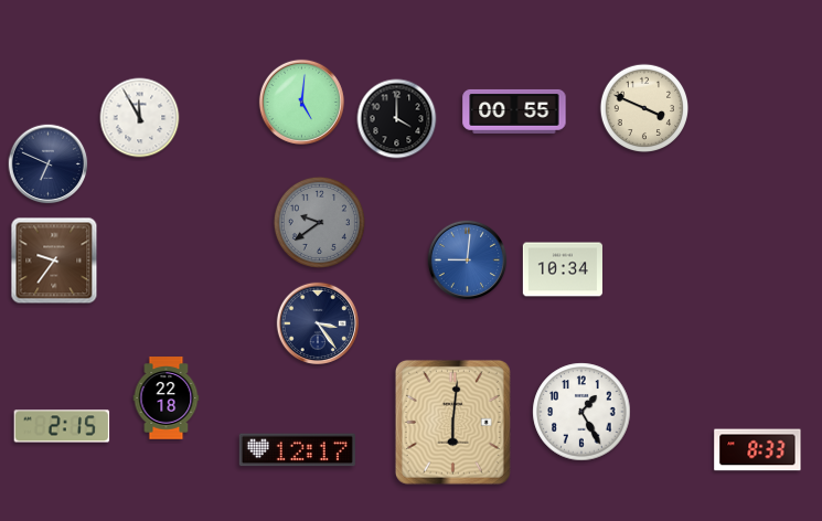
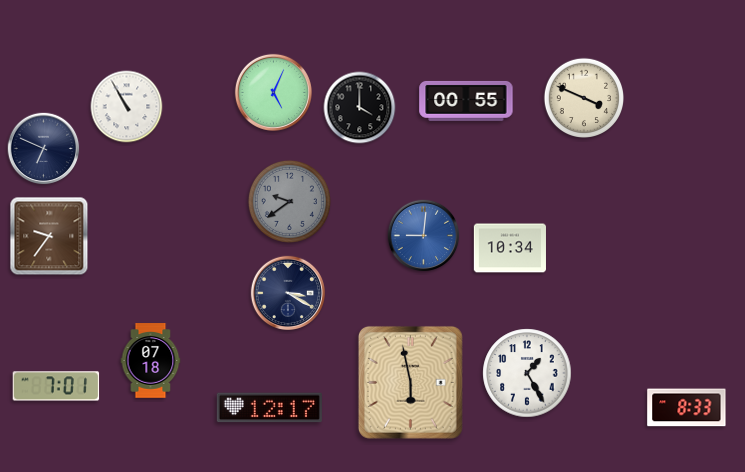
clock at (301, 102): 5:01 -> 5:04
clock at (140, 118): 11:55 -> 10:55
clock at (563, 269) position: (563, 269) -> (510, 248)
clock at (317, 322): 3:24 -> 3:20
clock at (167, 398): 22:18 -> 07:18
clock at (452, 422): 6:01 -> 5:58
clock at (62, 426): 2:15 -> 7:01
